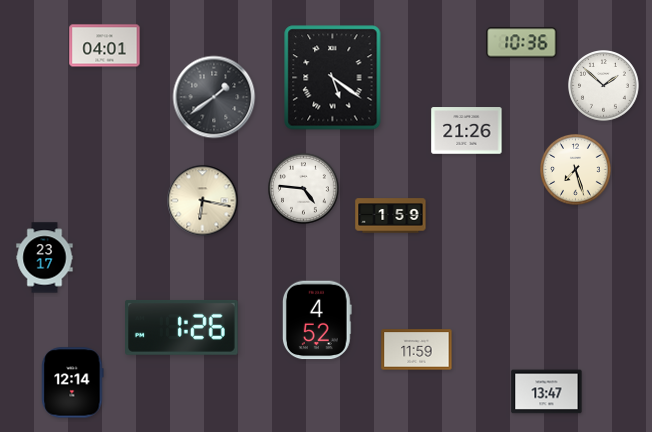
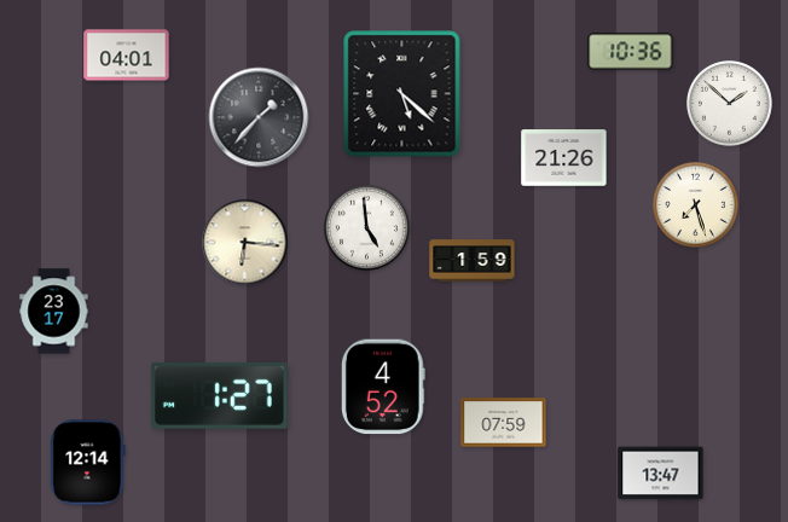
clock at (333, 78): 5:21 -> 5:22
clock at (214, 97): 1:39 -> 1:37
clock at (304, 189): 4:46 -> 4:59
clock at (203, 201): 6:17 -> 6:16
clock at (182, 327): 1:26 -> 1:27
clock at (417, 350): 11:59 -> 07:59
